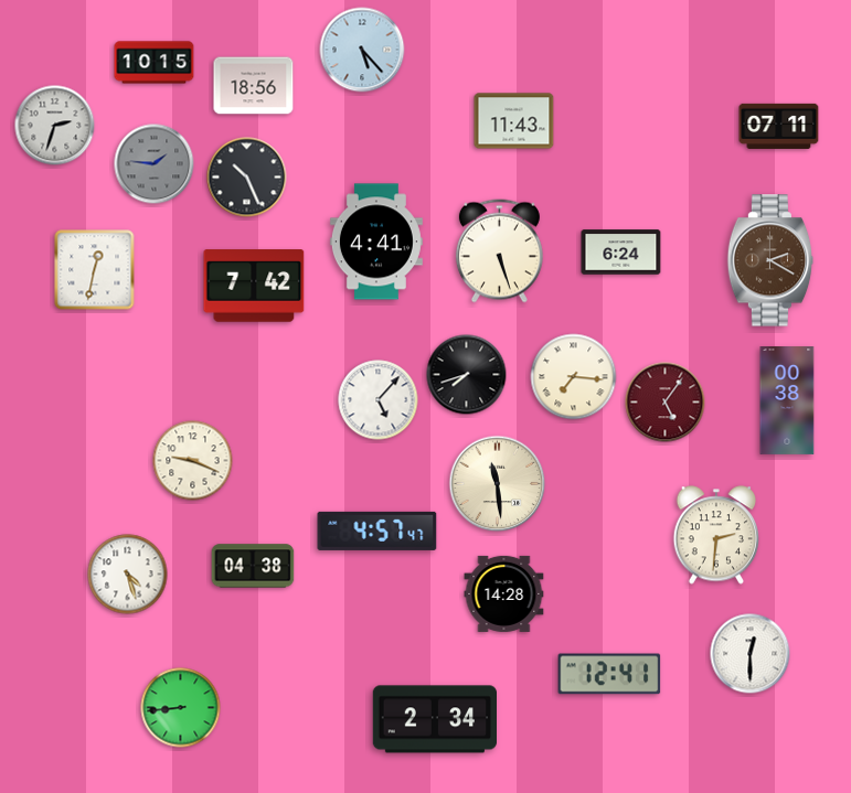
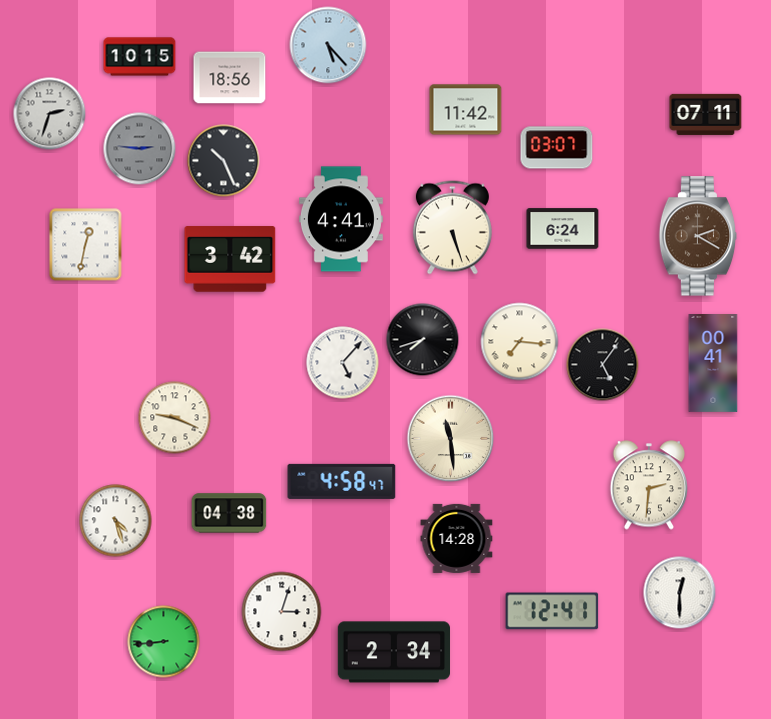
clock at (514, 121): 11:43 -> 11:42
clock at (557, 148): none -> 03:07
clock at (155, 164): 1:46 -> 2:46
clock at (254, 286): 7:42 -> 3:42
clock at (787, 401): 00:38 -> 00:41
clock at (666, 403) dial: burgundy -> black
clock at (377, 531): 4:57 -> 4:58
clock at (282, 612): none -> 3:03
